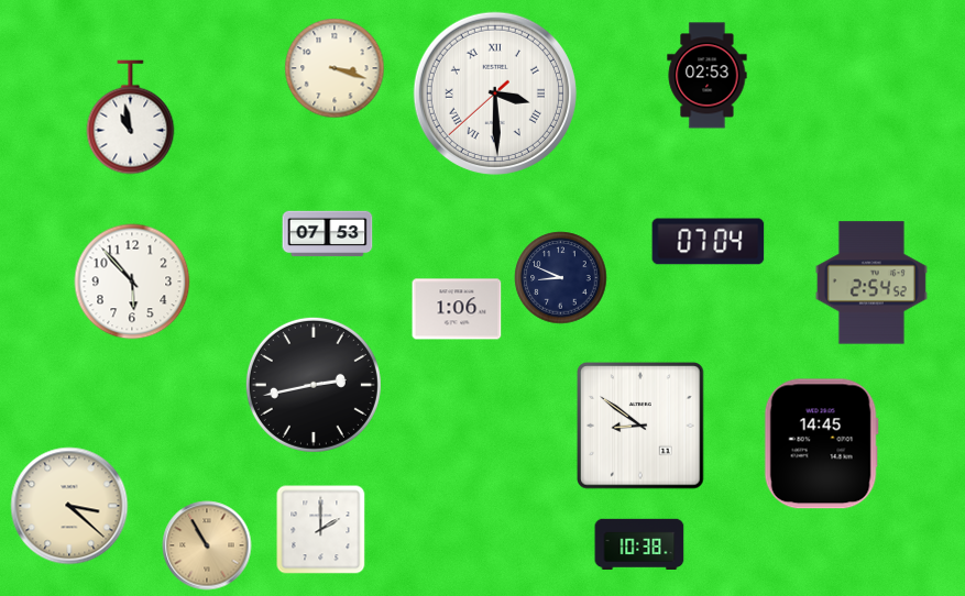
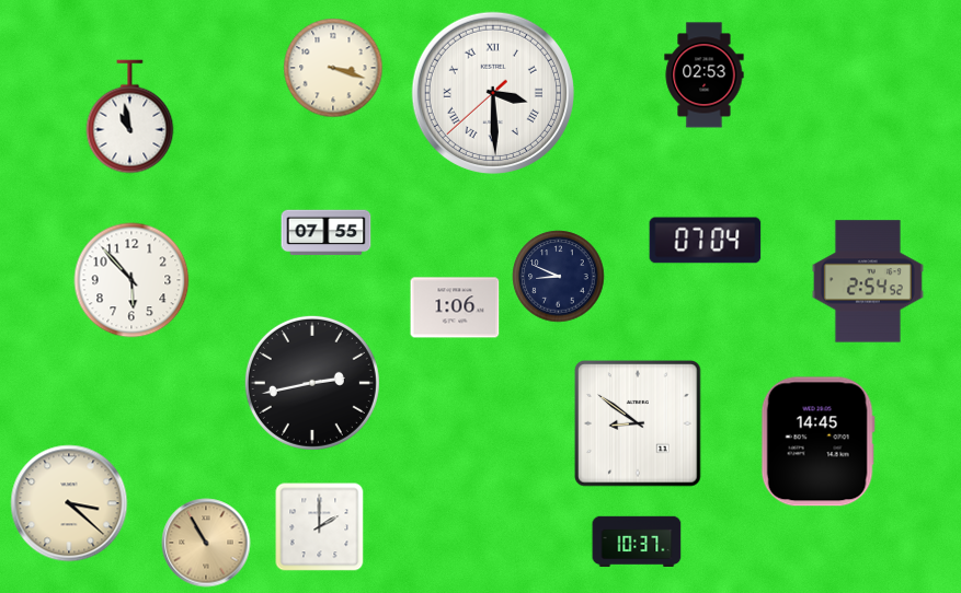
clock at (328, 234): 07:53 -> 07:55
clock at (639, 544): 10:38 -> 10:37
